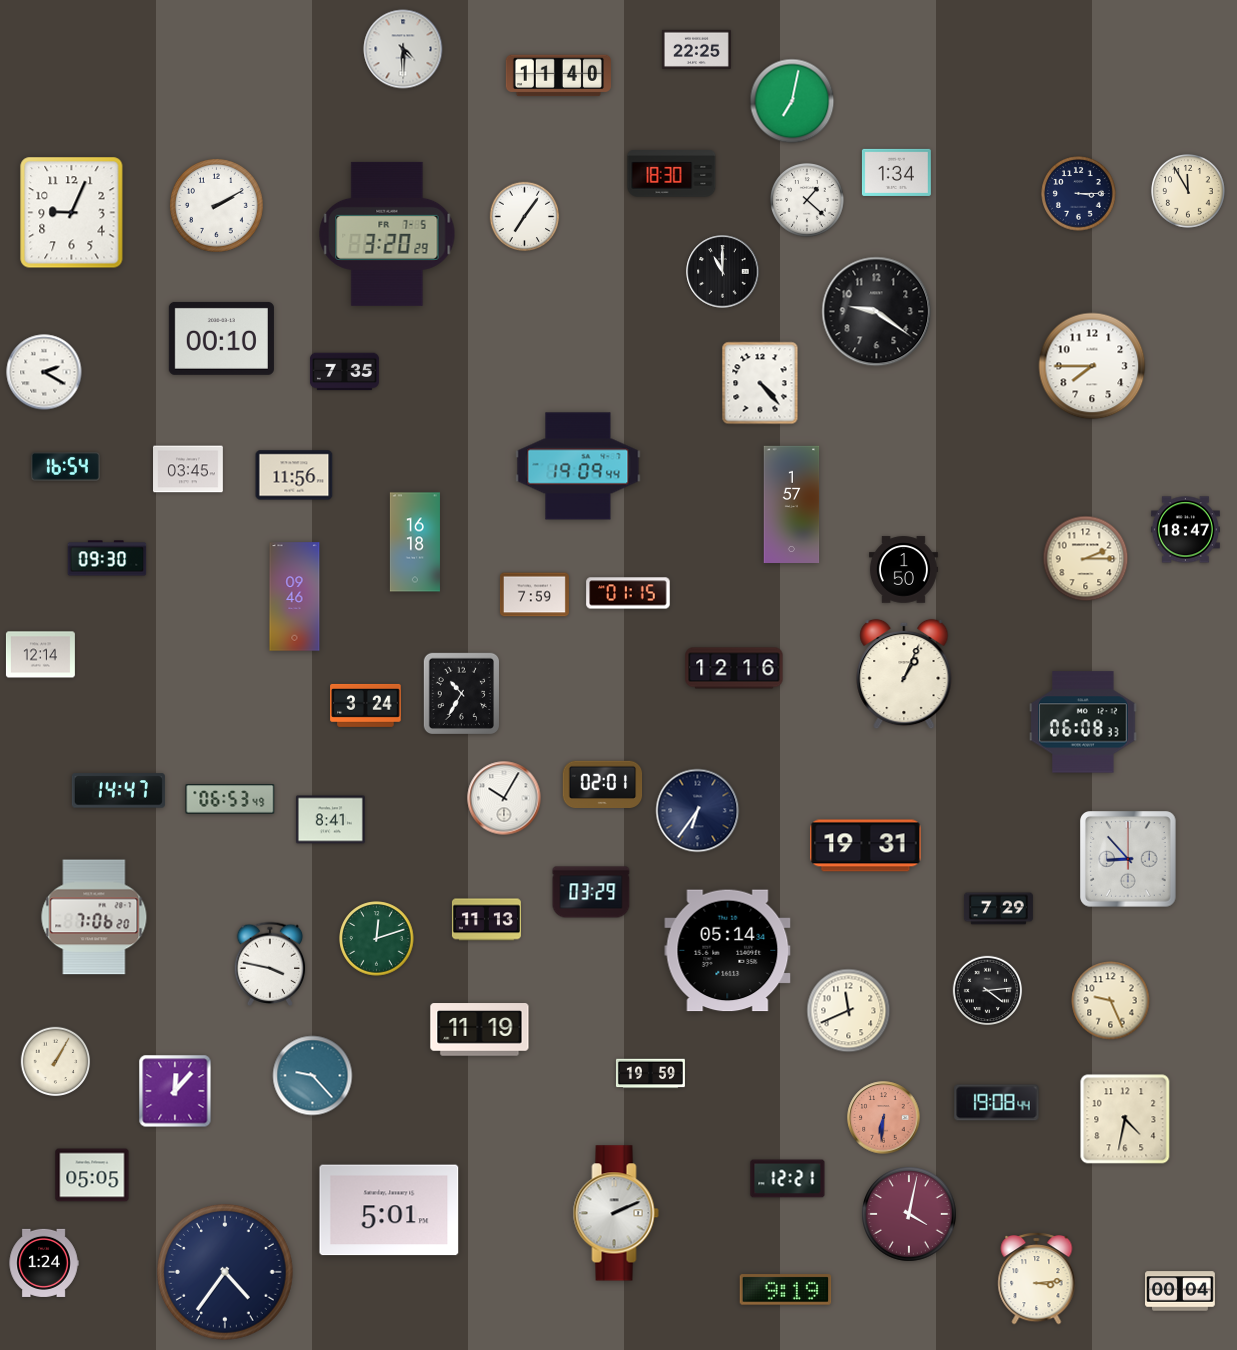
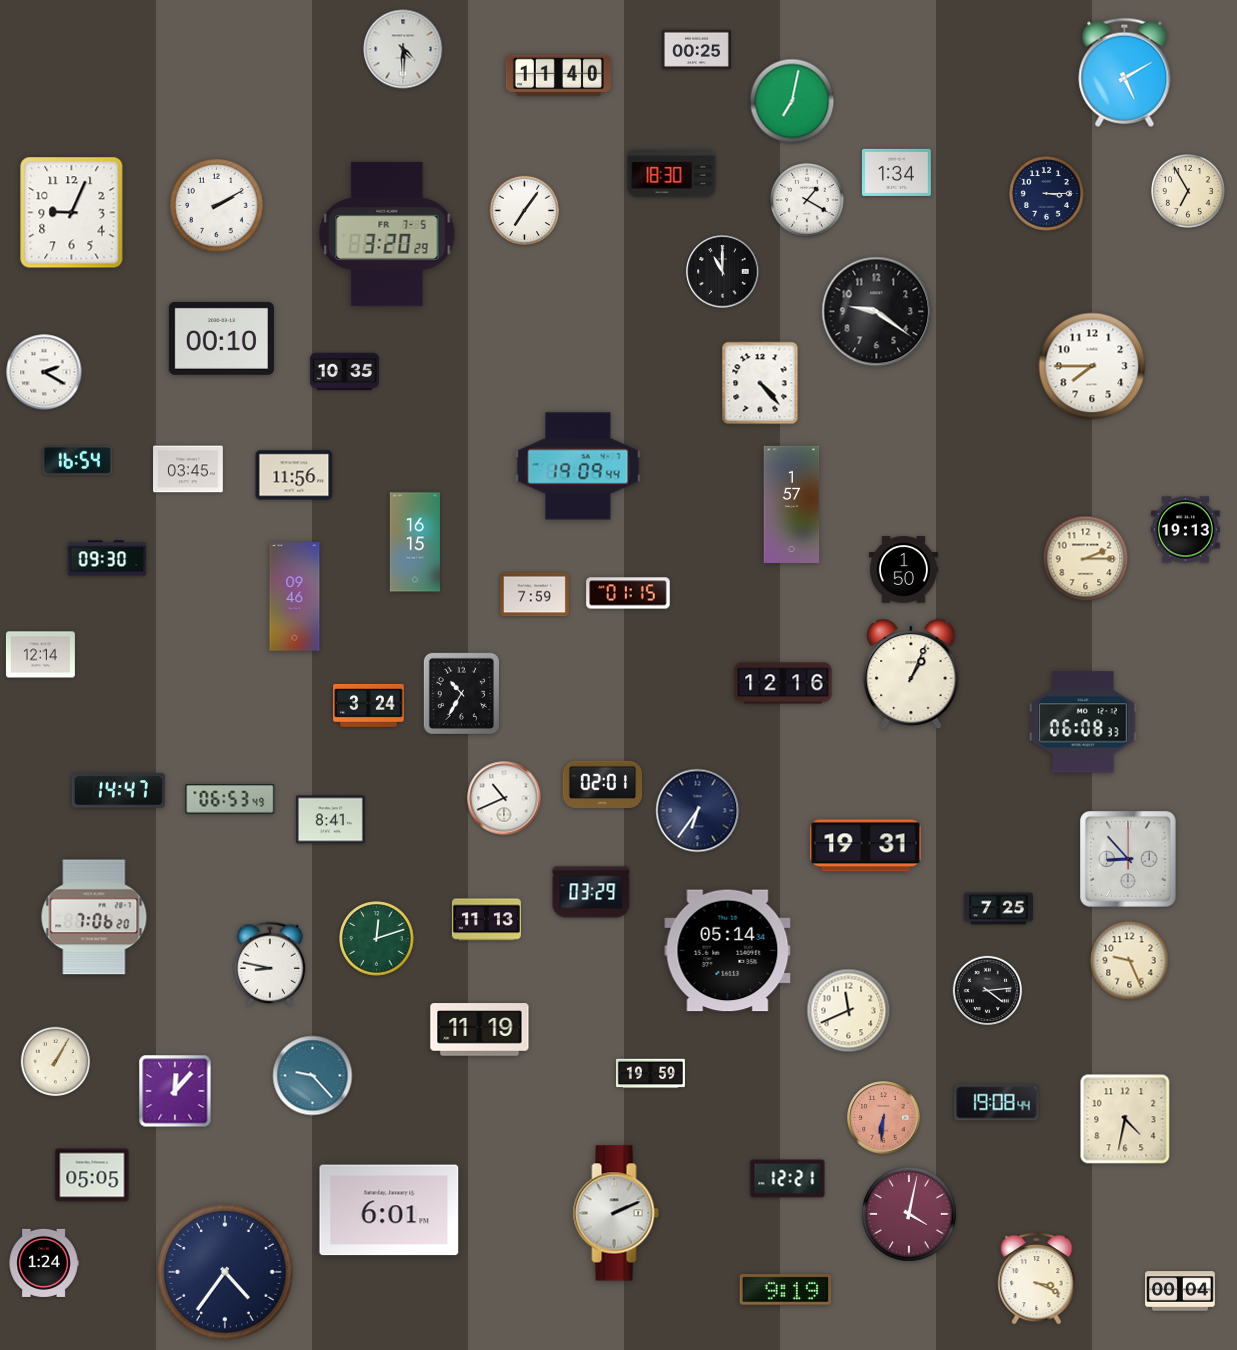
clock at (696, 49): 22:25 -> 00:25
clock at (1125, 72): none -> 5:10
clock at (1189, 192): 11:55 -> 6:55
clock at (1079, 194) position: (1079, 194) -> (1047, 194)
clock at (808, 201): 1:22 -> 1:20
clock at (525, 217) position: (525, 217) -> (525, 211)
clock at (344, 372): 7:35 -> 10:35
clock at (65, 467) position: (65, 467) -> (77, 461)
clock at (1185, 530): 18:47 -> 19:13
clock at (415, 542): 16:18 -> 16:15
clock at (734, 668) position: (734, 668) -> (783, 683)
clock at (904, 674) position: (904, 674) -> (911, 674)
clock at (366, 705) position: (366, 705) -> (369, 705)
clock at (504, 798): 10:05 -> 10:41
clock at (998, 909): 7:29 -> 7:25
clock at (270, 964): 3:47 -> 8:47
clock at (1111, 1001) position: (1111, 1001) -> (1130, 961)
clock at (389, 1210): 5:01 -> 6:01
clock at (1037, 1278): 3:14 -> 3:19
